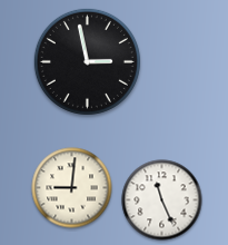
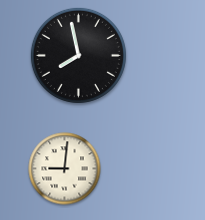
clock at (87, 61): 2:58 -> 7:58
clock at (162, 200): 11:26 -> none
